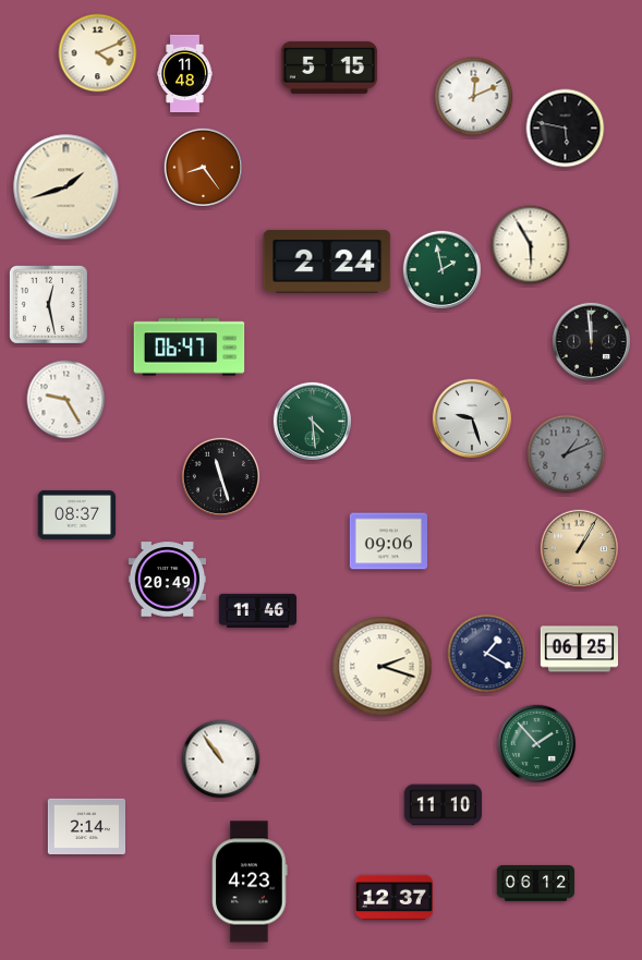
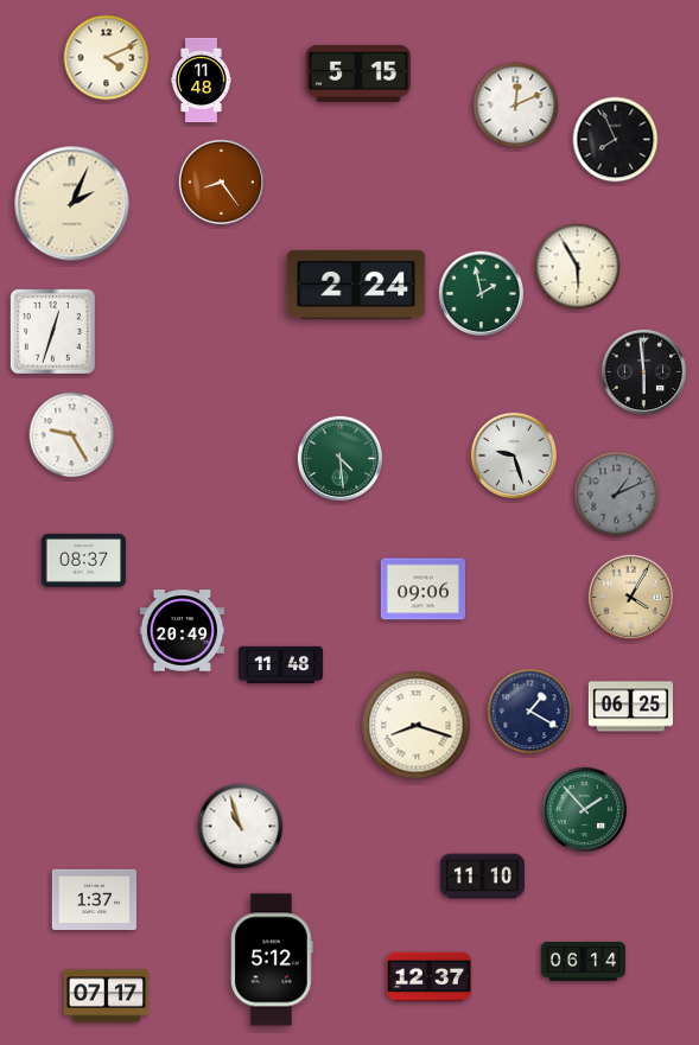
clock at (566, 129): 5:47 -> 7:56
clock at (66, 187): 1:42 -> 2:04
clock at (48, 304): 12:28 -> 12:33
clock at (591, 342): 11:59 -> 5:59
clock at (190, 348): 06:47 -> none
clock at (220, 477): 11:27 -> none
clock at (579, 549): 1:05 -> 4:05
clock at (257, 610): 11:46 -> 11:48
clock at (383, 667): 2:18 -> 8:18
clock at (221, 760): 10:54 -> 10:57
clock at (86, 827): 2:14 -> 1:37
clock at (250, 882): 4:23 -> 5:12
clock at (535, 883): 06:12 -> 06:14
clock at (106, 996): none -> 07:17
